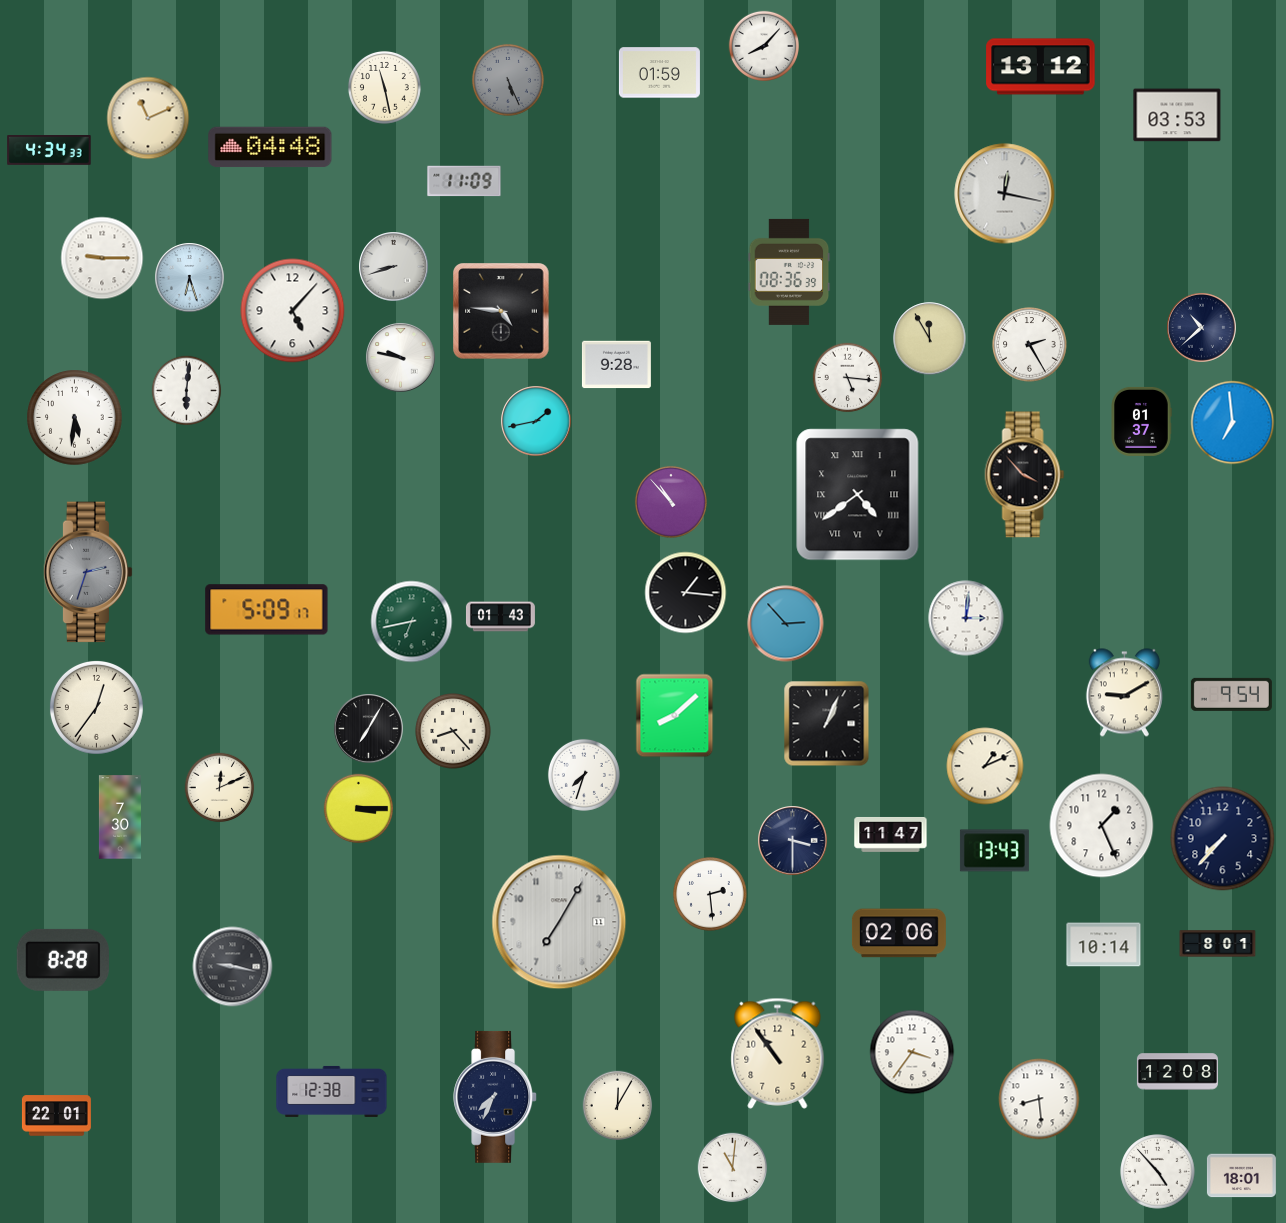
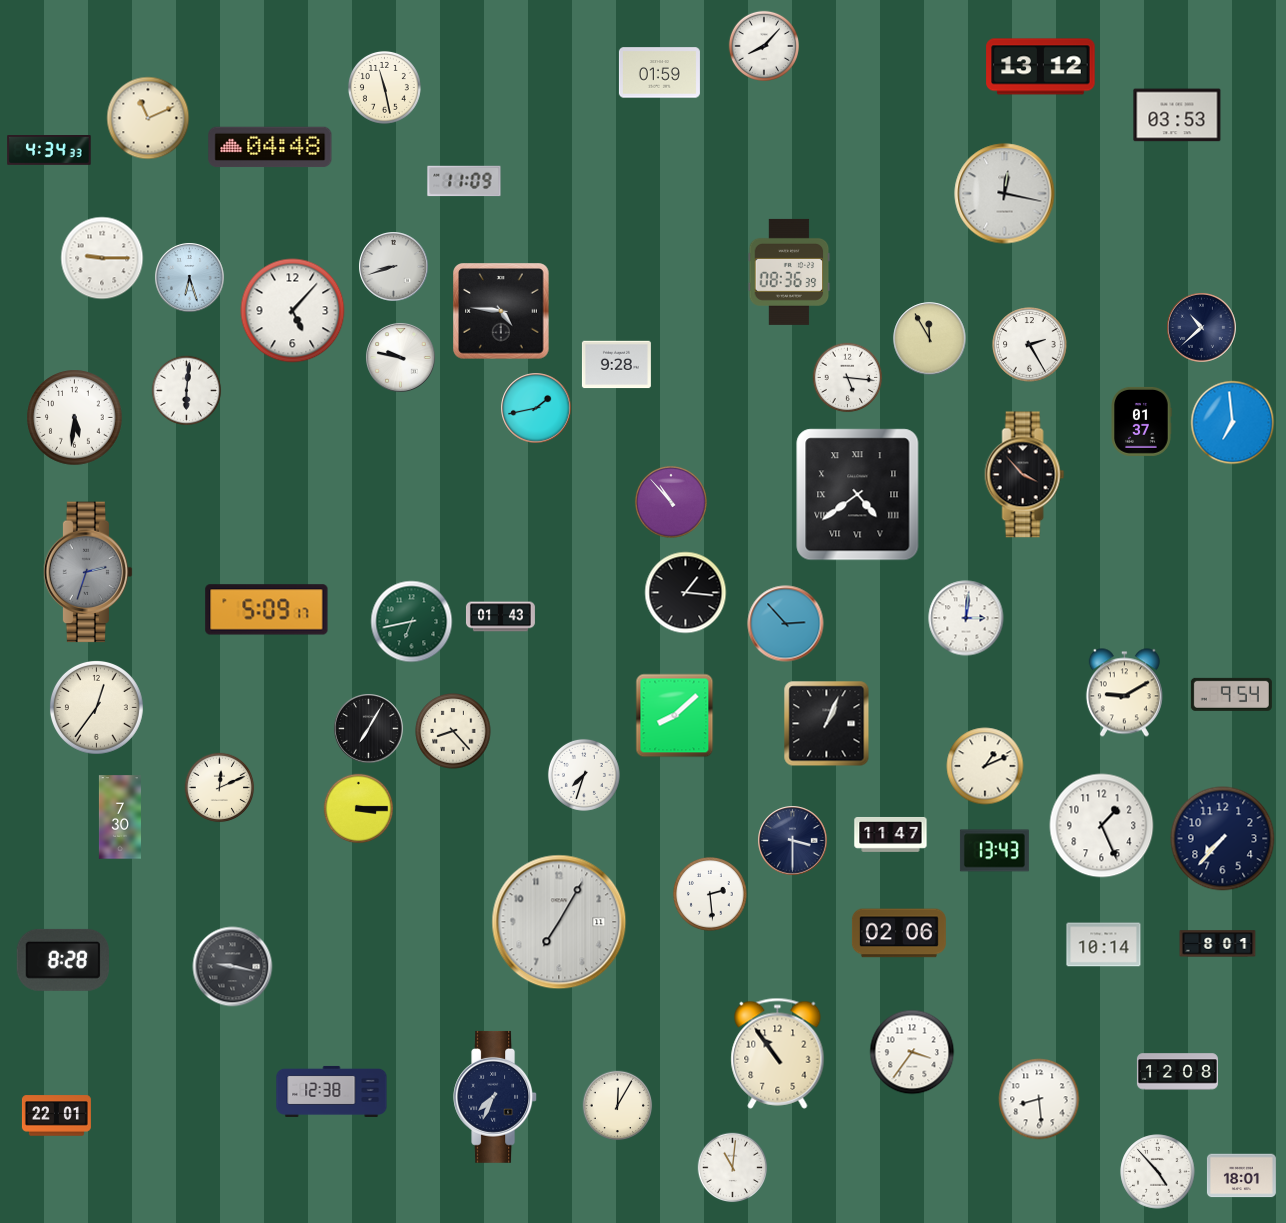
clock at (508, 80): 5:26 -> none
clock at (536, 421) position: (536, 421) -> (536, 408)
